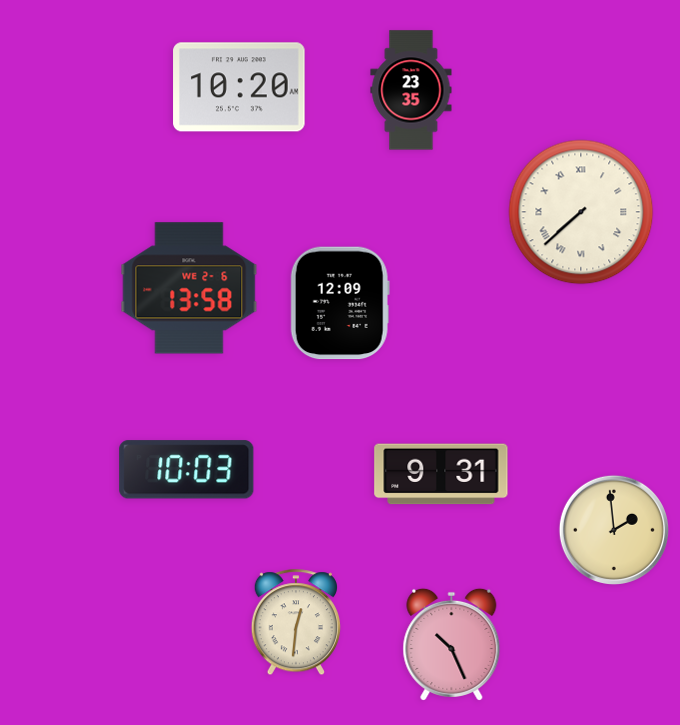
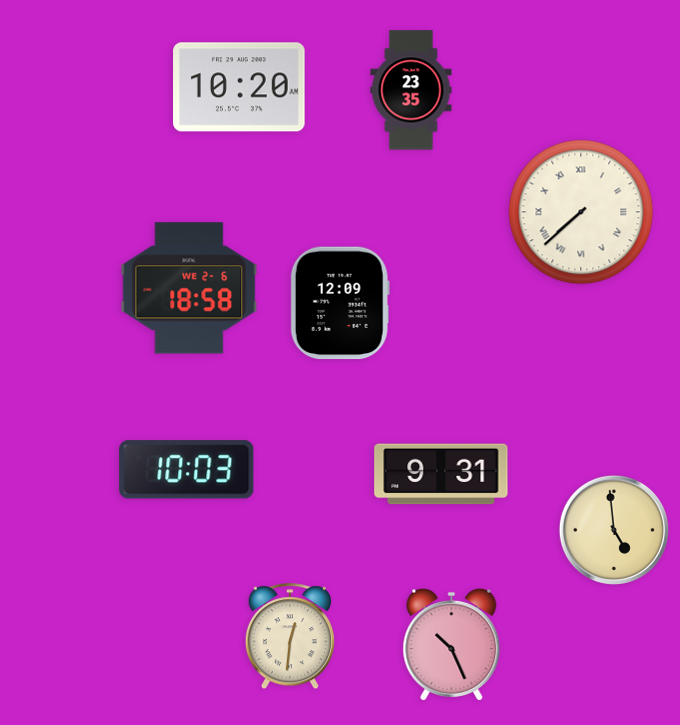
clock at (189, 288): 13:58 -> 18:58
clock at (614, 530): 1:59 -> 4:59
clock at (296, 623) position: (296, 623) -> (290, 637)
